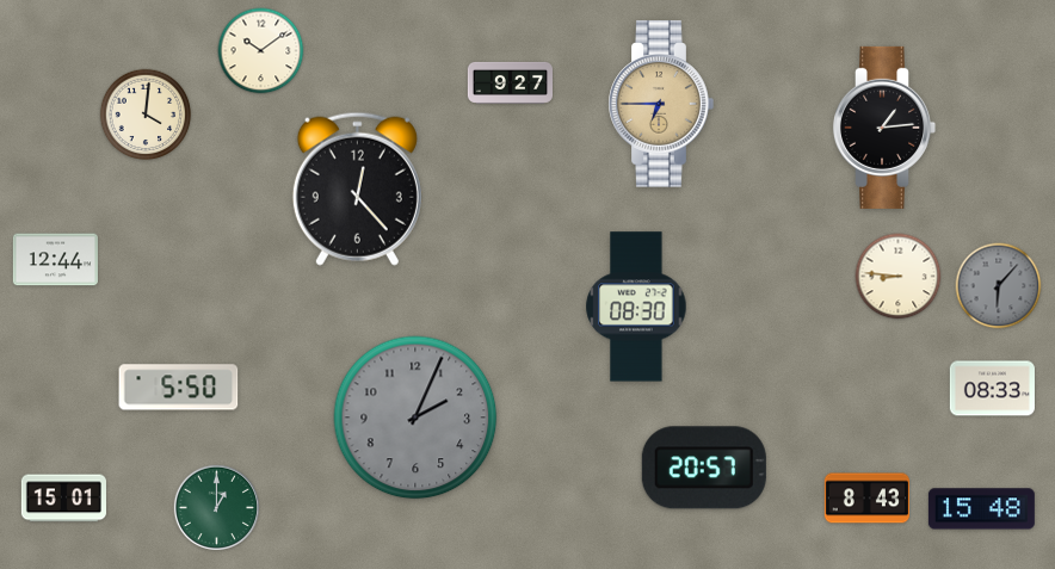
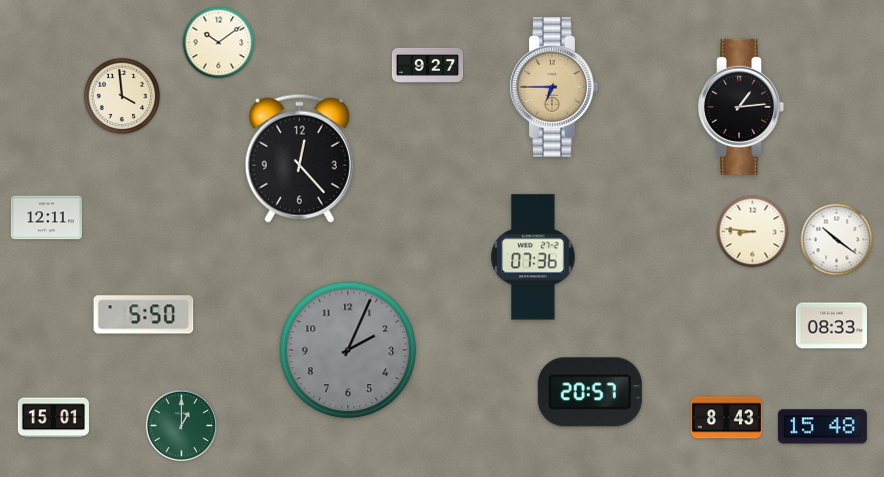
clock at (510, 82) position: (510, 82) -> (427, 65)
clock at (146, 115): 4:01 -> 3:59
clock at (55, 260): 12:44 -> 12:11
clock at (999, 286): 6:07 -> 10:21
clock at (999, 286) dial: grey -> white
clock at (636, 307): 08:30 -> 07:36
clock at (179, 388) position: (179, 388) -> (144, 315)
